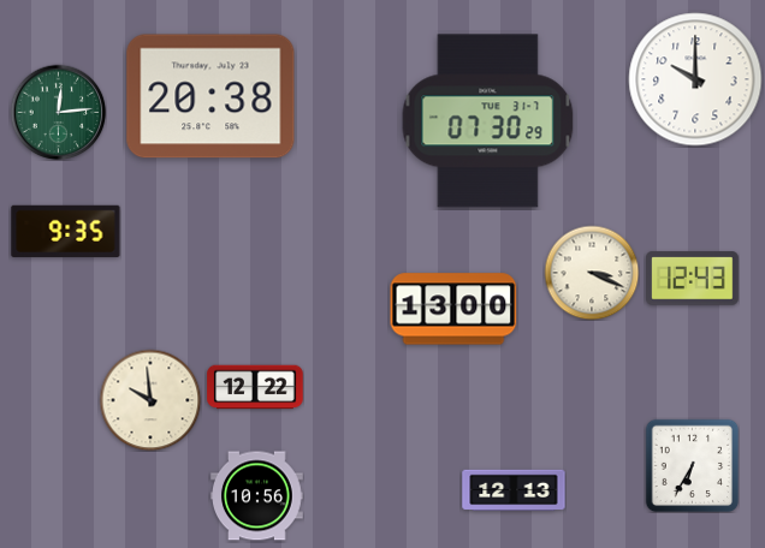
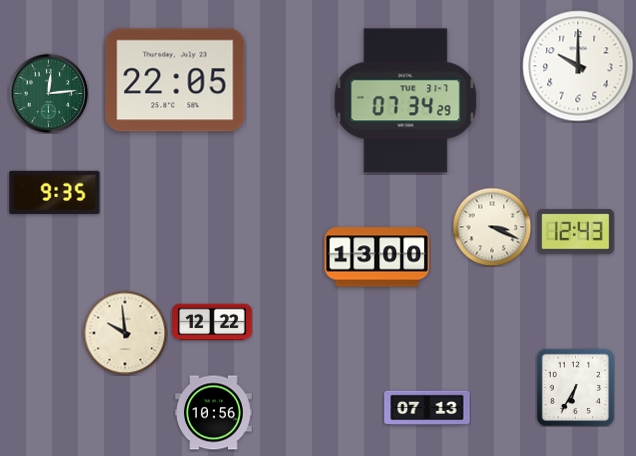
clock at (210, 96): 20:38 -> 22:05
clock at (488, 121): 07:30 -> 07:34
clock at (514, 490): 12:13 -> 07:13
